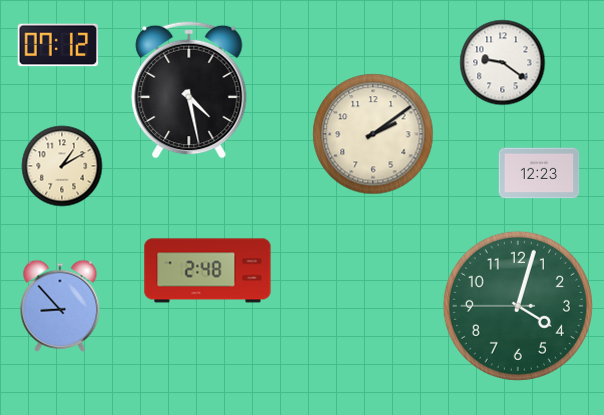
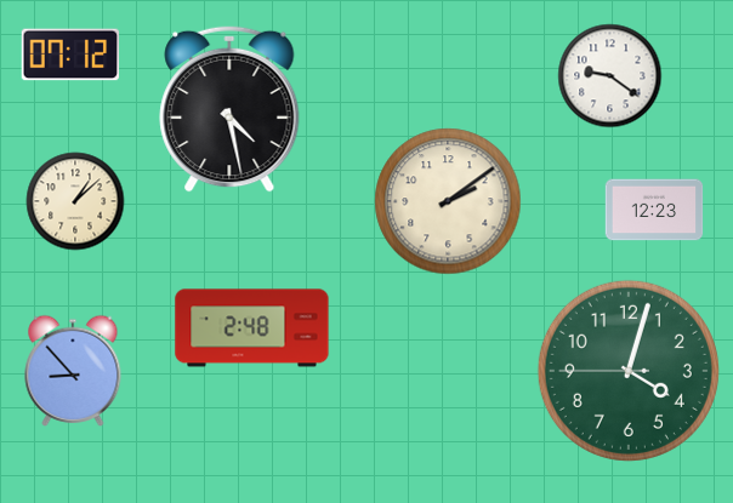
clock at (373, 134) position: (373, 134) -> (448, 201)
clock at (62, 166): 1:10 -> 1:08
